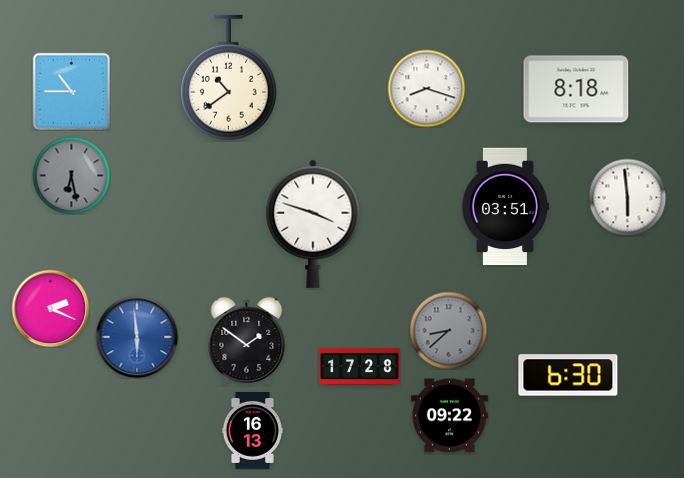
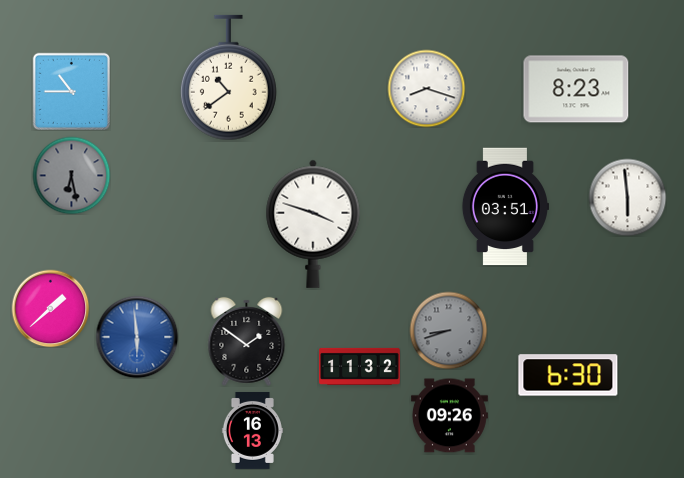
clock at (576, 89): 8:18 -> 8:23
clock at (50, 308): 2:19 -> 1:38
clock at (448, 330): 8:38 -> 8:42
clock at (360, 366): 17:28 -> 11:32
clock at (449, 416): 09:22 -> 09:26
